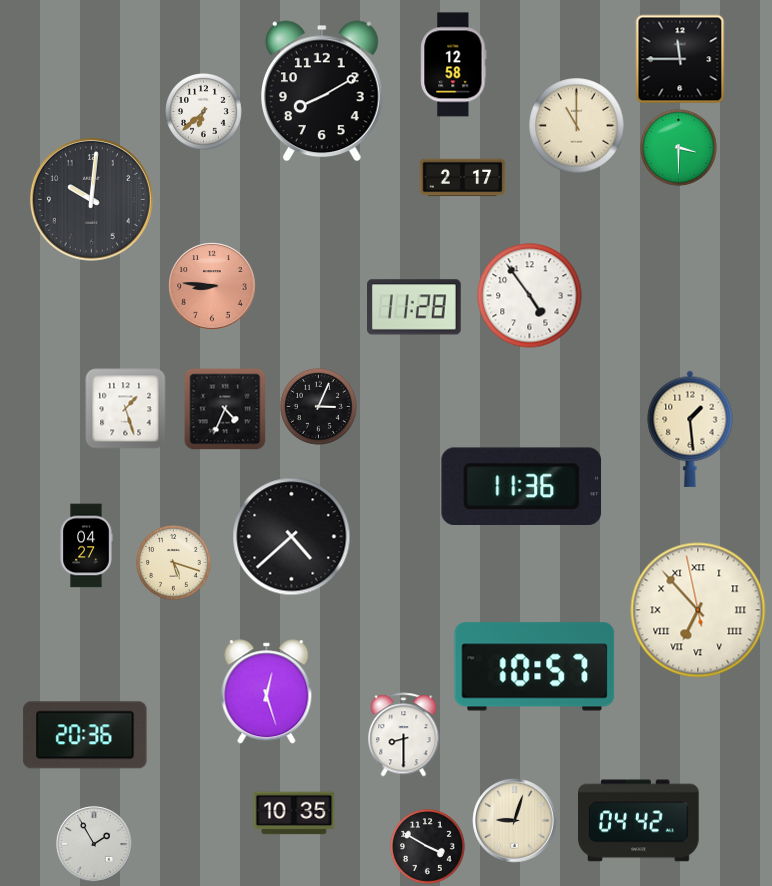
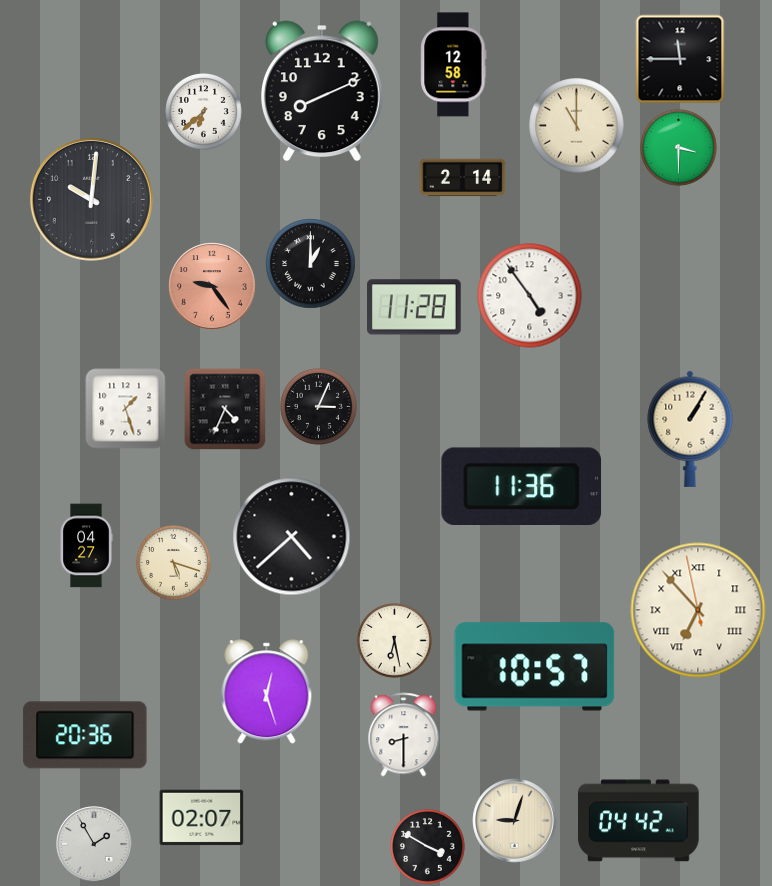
clock at (323, 91): 8:10 -> 8:11
clock at (463, 178): 2:17 -> 2:14
clock at (311, 264): none -> 1:00
clock at (212, 286): 8:46 -> 9:24
clock at (690, 429): 1:29 -> 1:05
clock at (395, 641): none -> 6:28
clock at (294, 813): 10:35 -> none
clock at (202, 818): none -> 02:07
